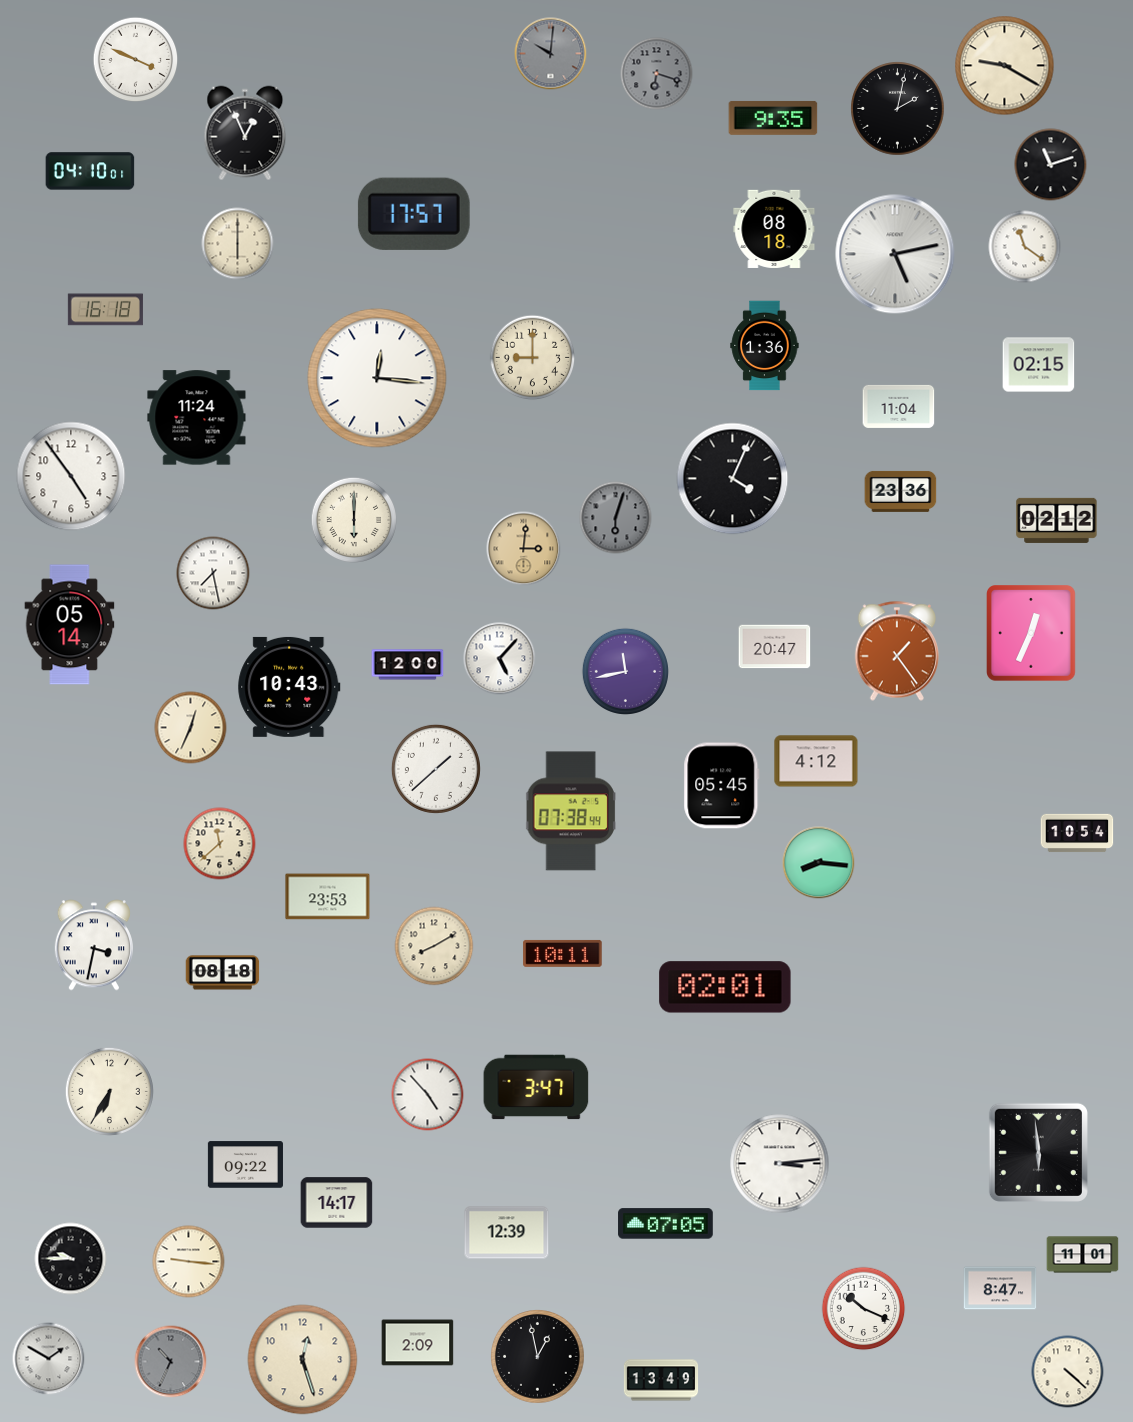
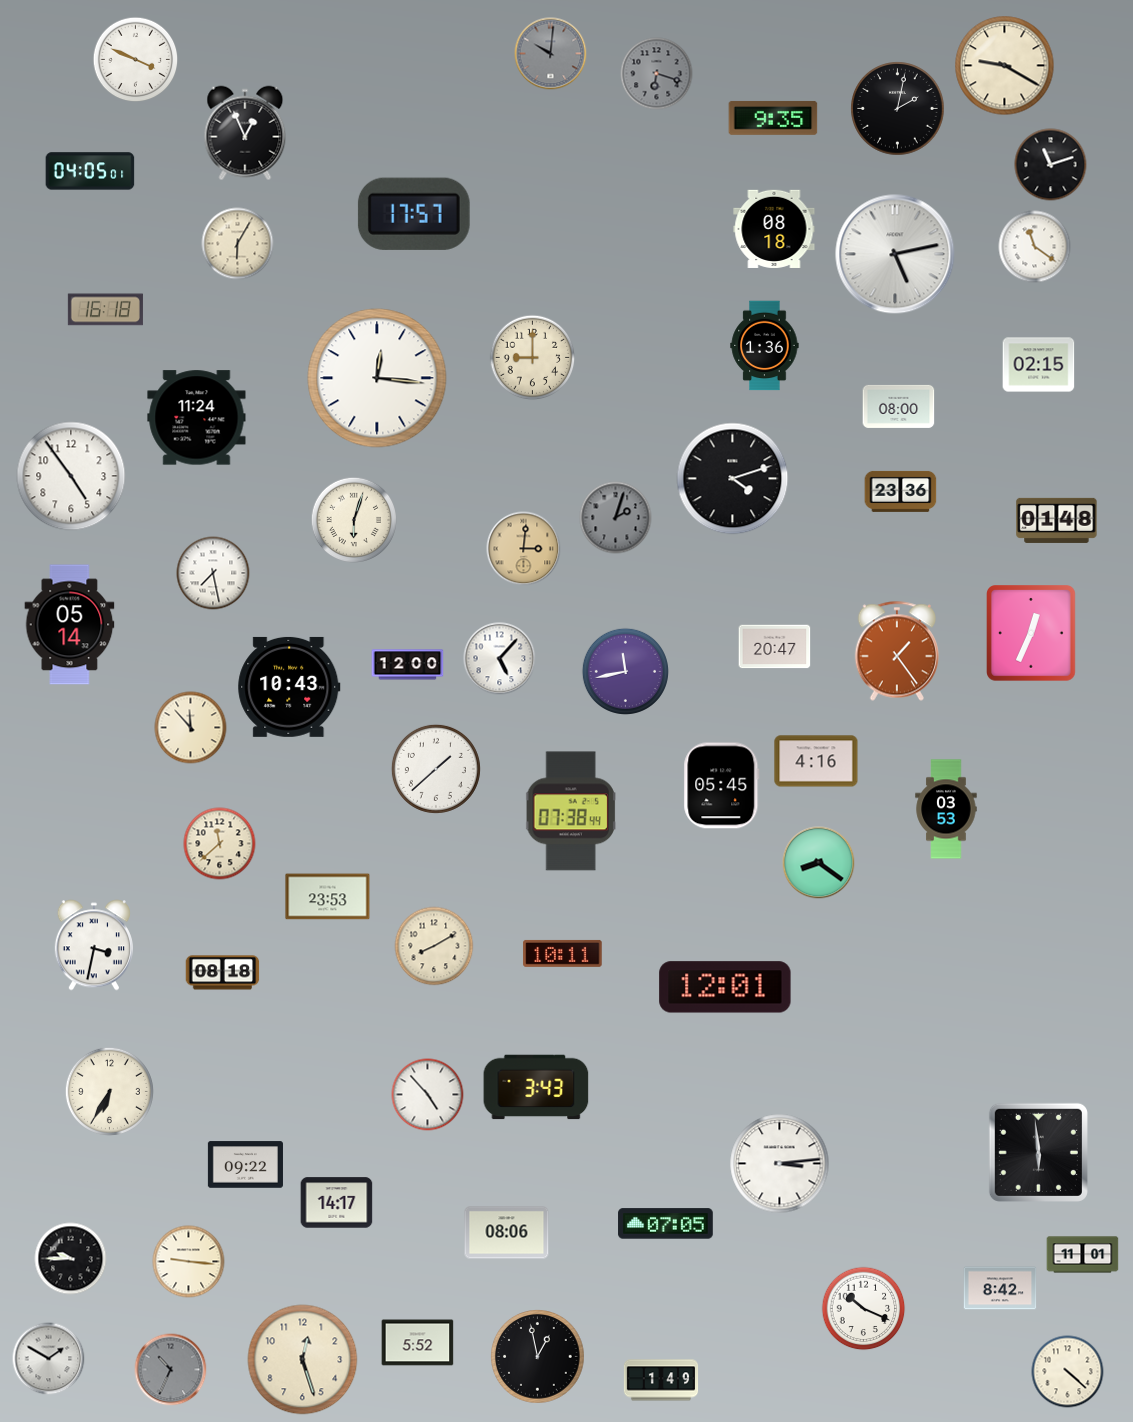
clock at (90, 171): 04:10 -> 04:05
clock at (238, 244): 6:00 -> 6:05
clock at (1025, 247) position: (1025, 247) -> (1035, 247)
clock at (899, 406): 11:04 -> 08:00
clock at (733, 479): 4:04 -> 4:12
clock at (616, 518): 6:03 -> 2:03
clock at (353, 519): 6:00 -> 6:03
clock at (1057, 520): 02:12 -> 01:48
clock at (191, 728): 12:34 -> 11:53
clock at (816, 761): 4:12 -> 4:16
clock at (946, 809): none -> 03:53
clock at (1077, 833): 10:54 -> none
clock at (819, 863): 8:16 -> 8:21
clock at (725, 987): 02:01 -> 12:01
clock at (536, 1087): 3:47 -> 3:43
clock at (507, 1233): 12:39 -> 08:06
clock at (1000, 1288): 8:47 -> 8:42
clock at (418, 1343): 2:09 -> 5:52
clock at (171, 1362) position: (171, 1362) -> (171, 1370)
clock at (661, 1380): 13:49 -> 1:49
